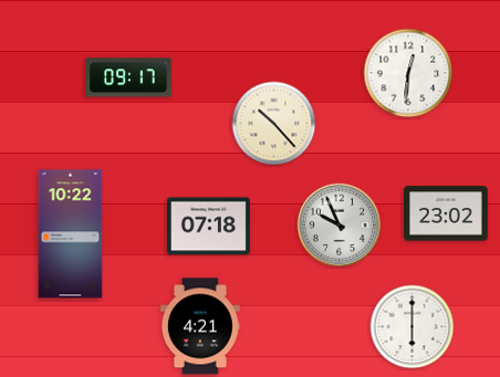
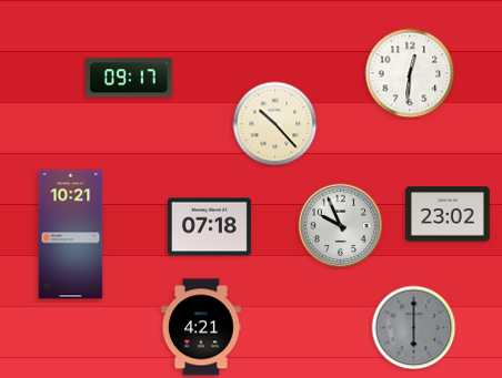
clock at (71, 234): 10:22 -> 10:21
clock at (413, 327) dial: white -> grey
